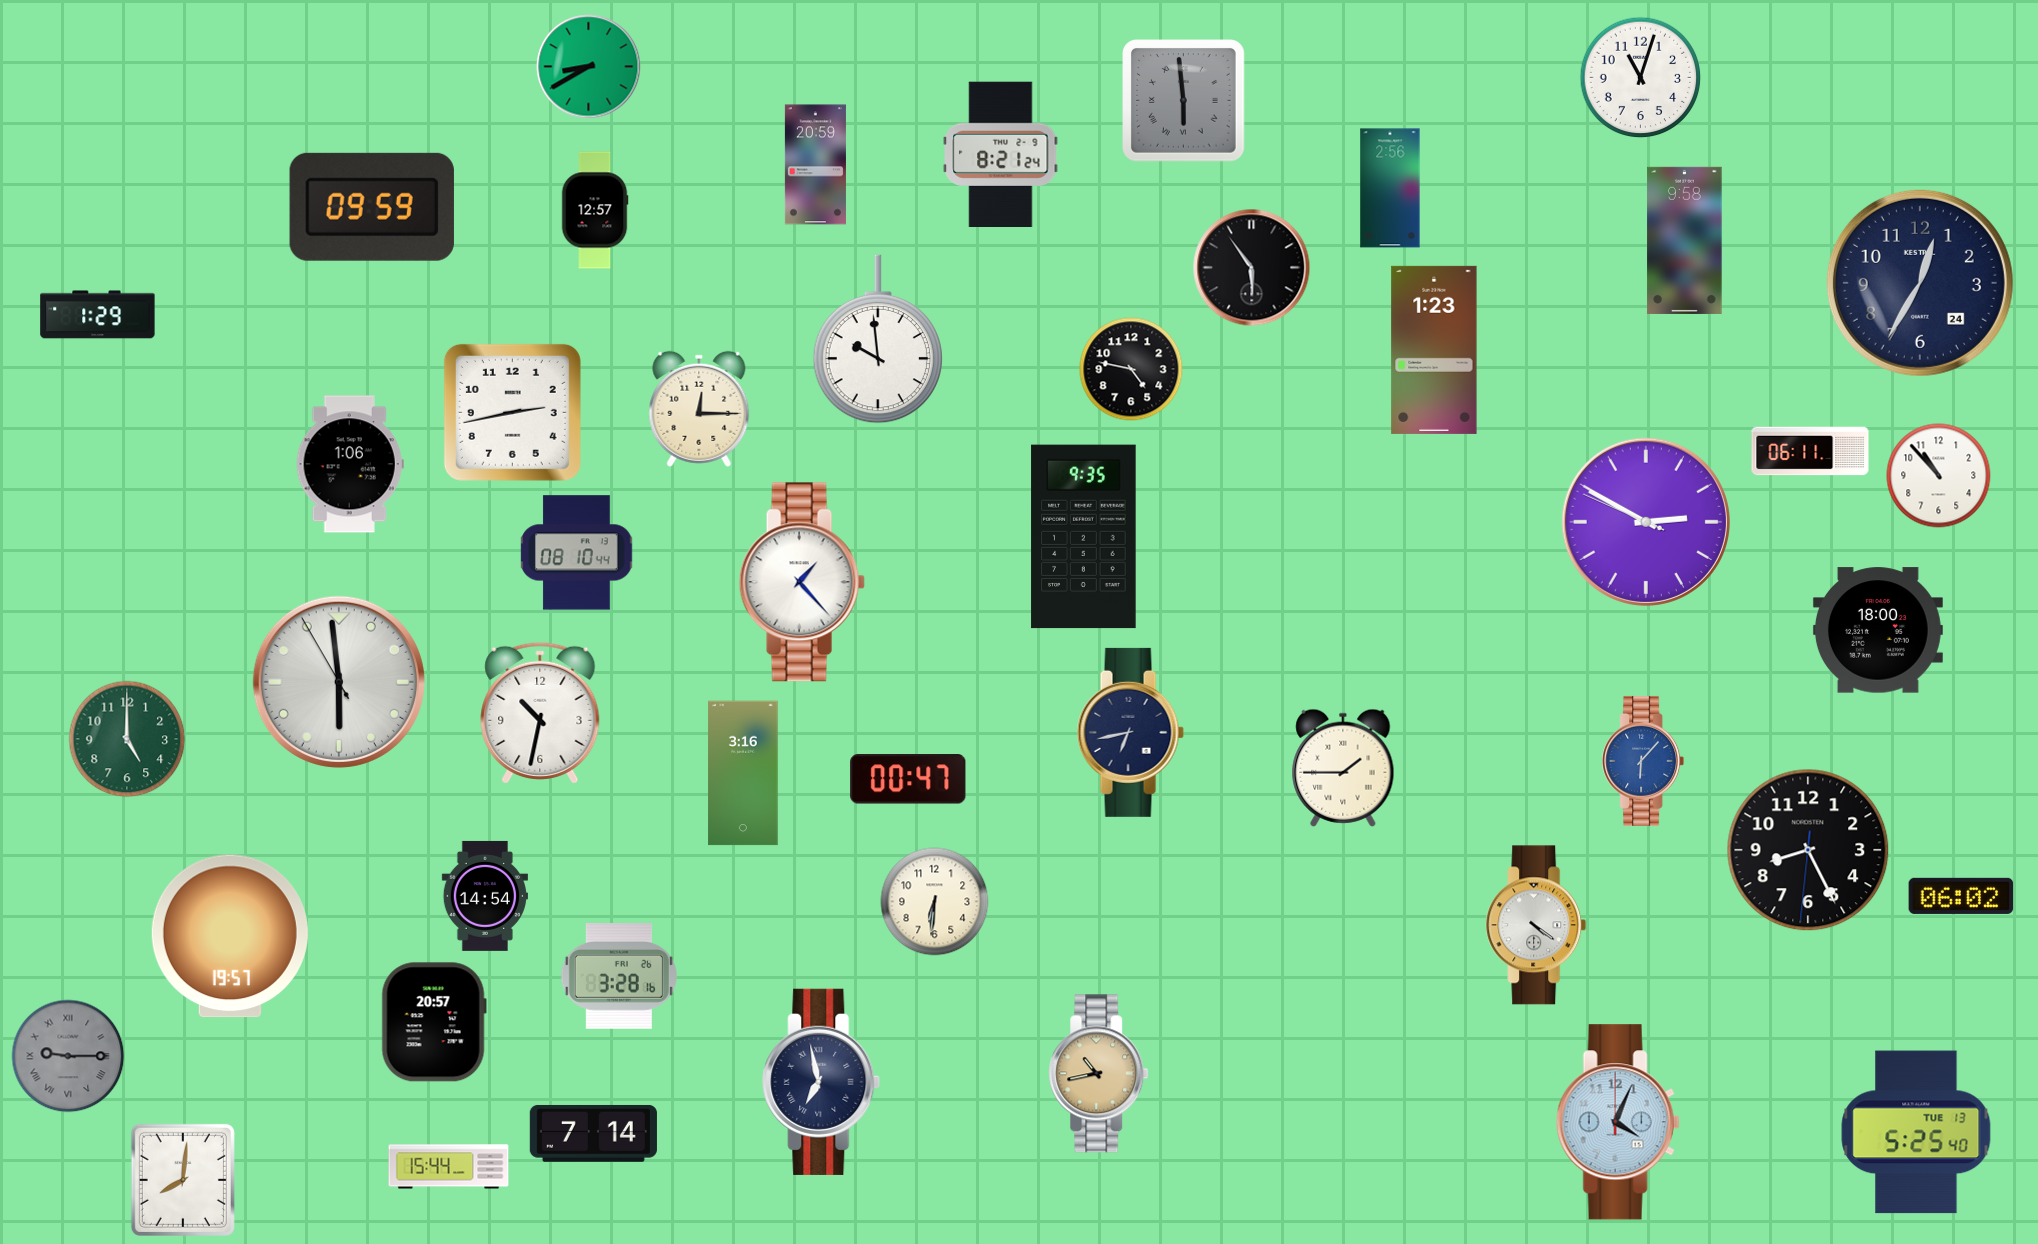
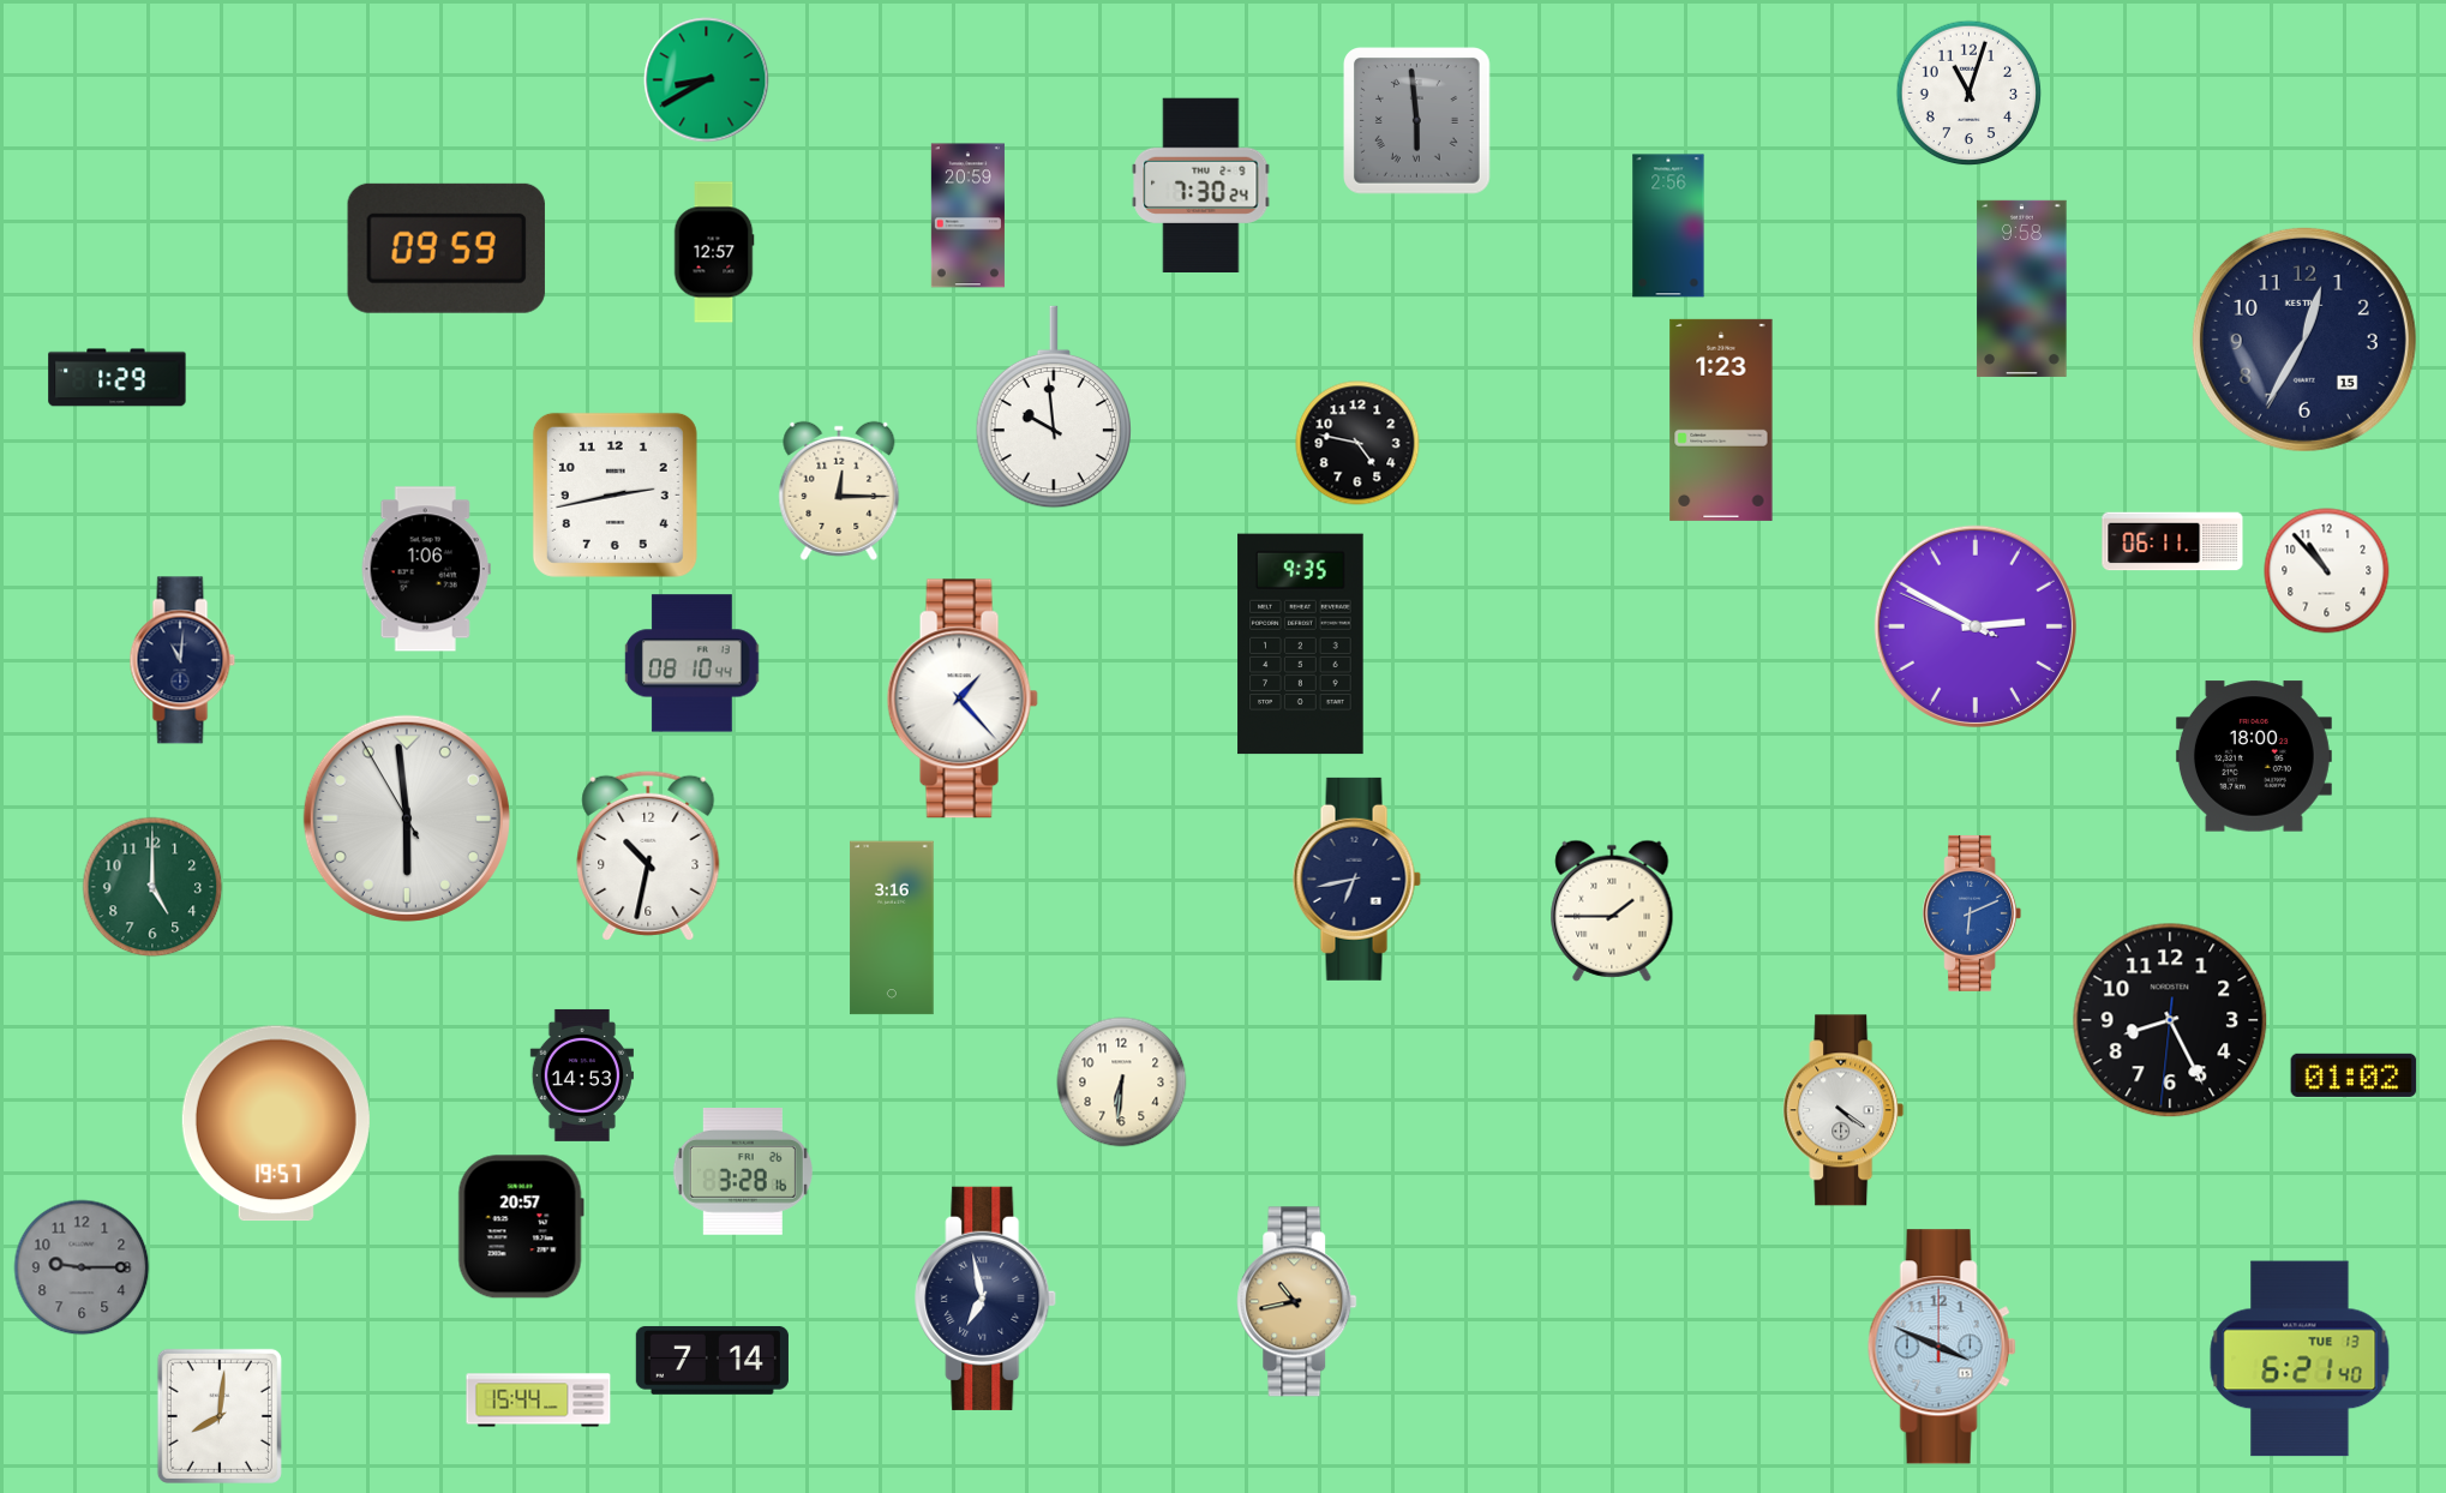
clock at (1184, 101) position: (1184, 101) -> (1417, 121)
clock at (1001, 154): 8:21 -> 7:30
clock at (815, 165) position: (815, 165) -> (967, 216)
clock at (1252, 268): 5:54 -> none
clock at (1920, 283) date: 24 -> 15
clock at (350, 464) position: (350, 464) -> (426, 569)
clock at (182, 660): none -> 11:01
clock at (1643, 761): 6:07 -> 6:11
clock at (1343, 768) position: (1343, 768) -> (1612, 911)
clock at (908, 779): 00:47 -> none
clock at (485, 896): 14:54 -> 14:53
clock at (1961, 896): 06:02 -> 01:02
clock at (68, 1056) numerals: Roman -> Arabic
clock at (1099, 1074) position: (1099, 1074) -> (1297, 1302)
clock at (1618, 1122): 4:04 -> 3:49
clock at (1916, 1132): 5:25 -> 6:21
